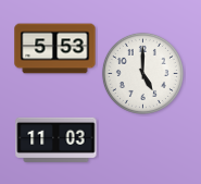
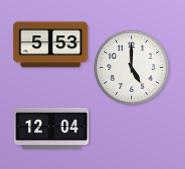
clock at (56, 139): 11:03 -> 12:04
